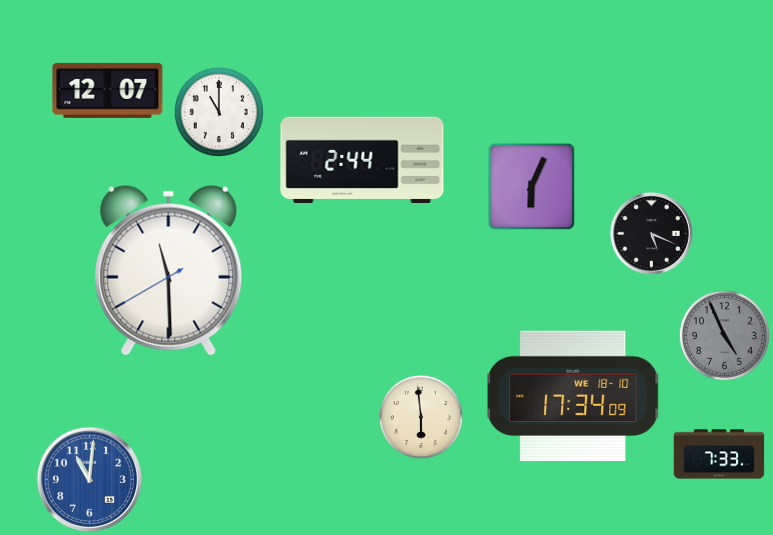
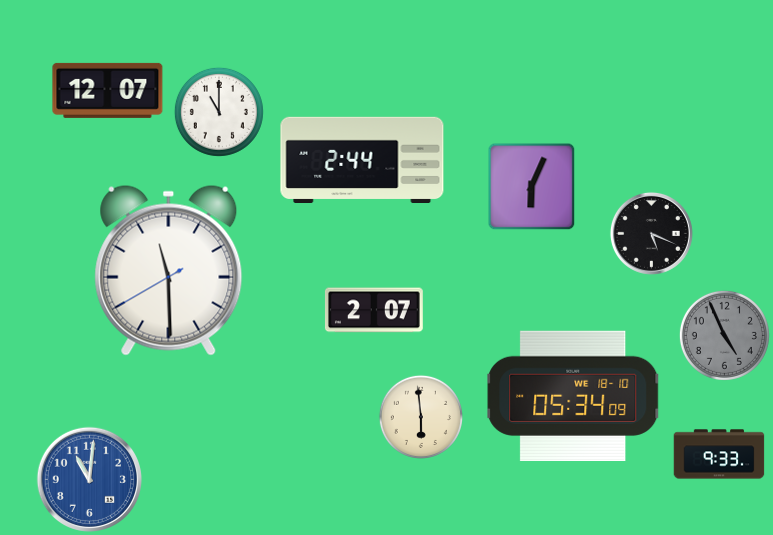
clock at (374, 310): none -> 2:07
clock at (573, 395): 17:34 -> 05:34
clock at (719, 454): 7:33 -> 9:33
